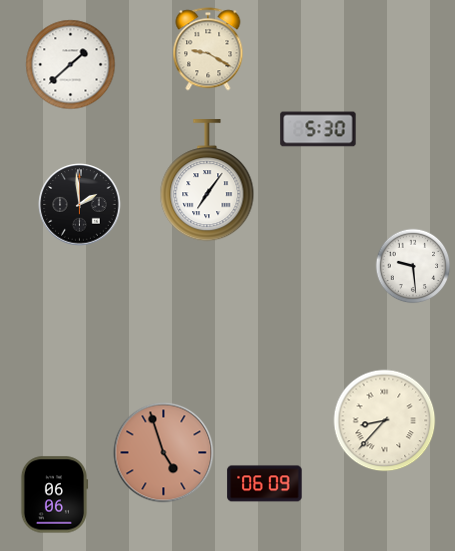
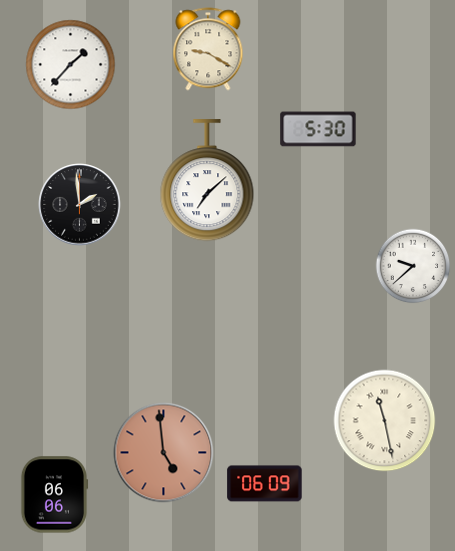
clock at (71, 65): 1:38 -> 1:37
clock at (207, 181): 7:06 -> 7:08
clock at (413, 266): 9:29 -> 9:38
clock at (385, 421): 8:37 -> 11:28
clock at (164, 453): 4:57 -> 4:59
